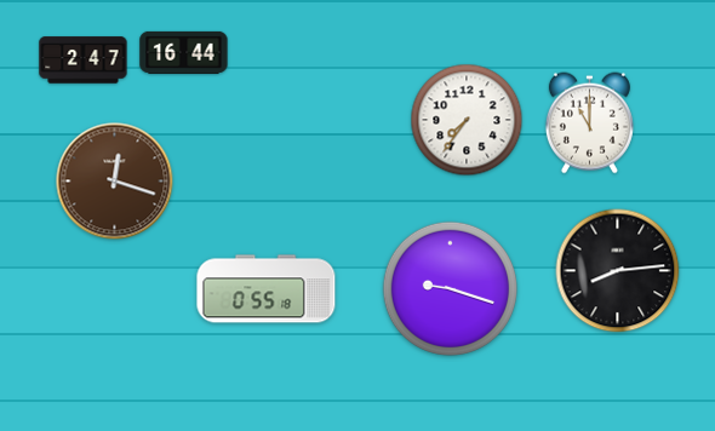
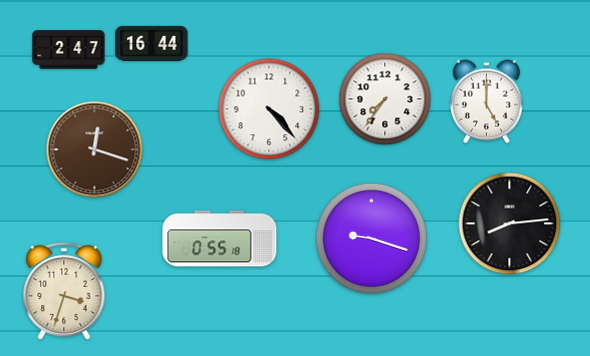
clock at (589, 123): 11:00 -> 5:00
clock at (269, 109): none -> 4:23
clock at (64, 291): none -> 3:33
